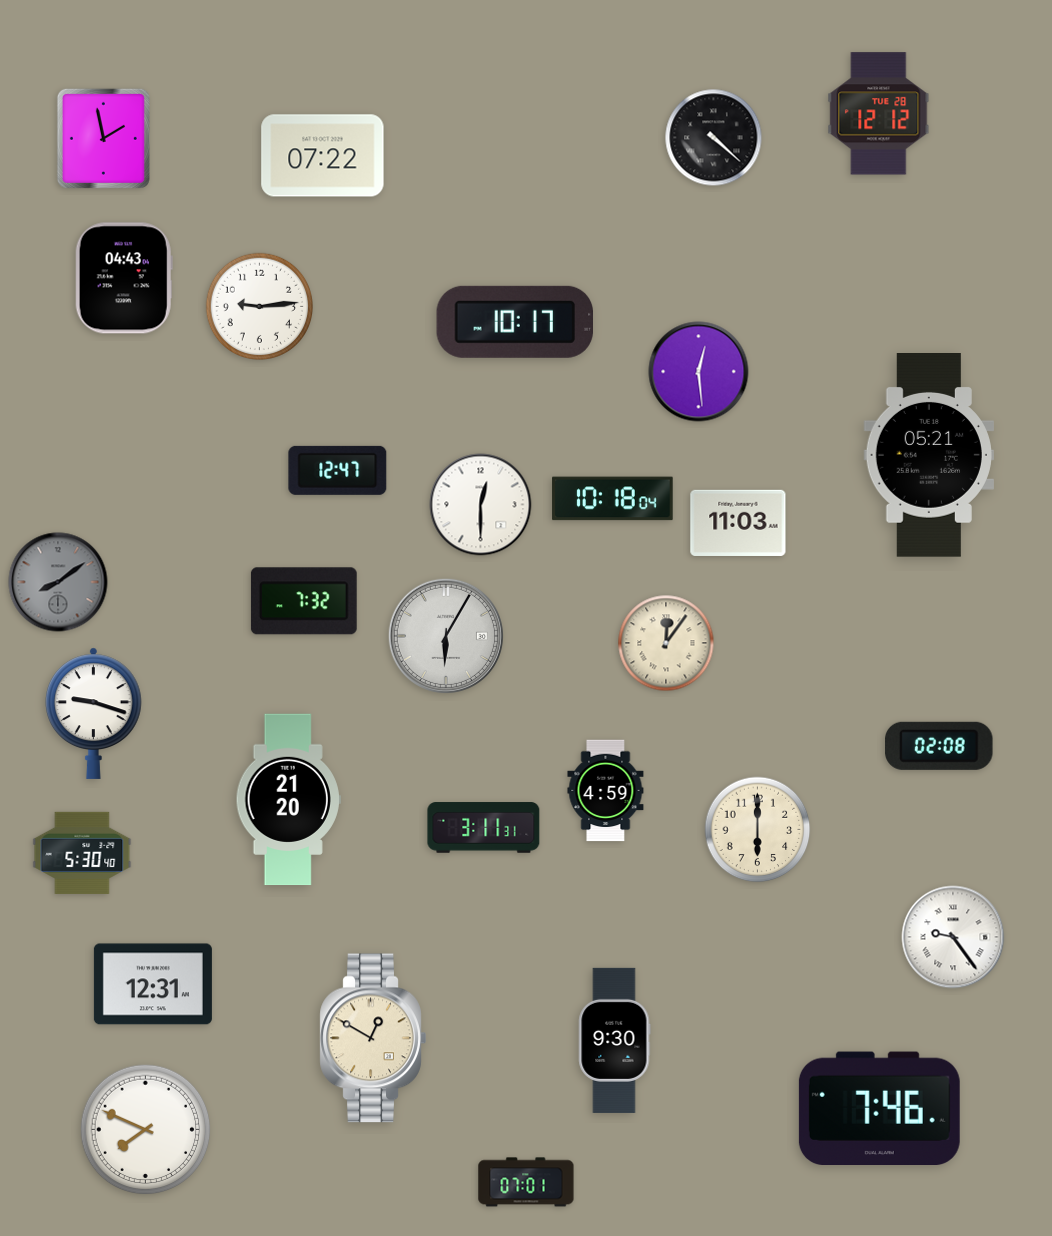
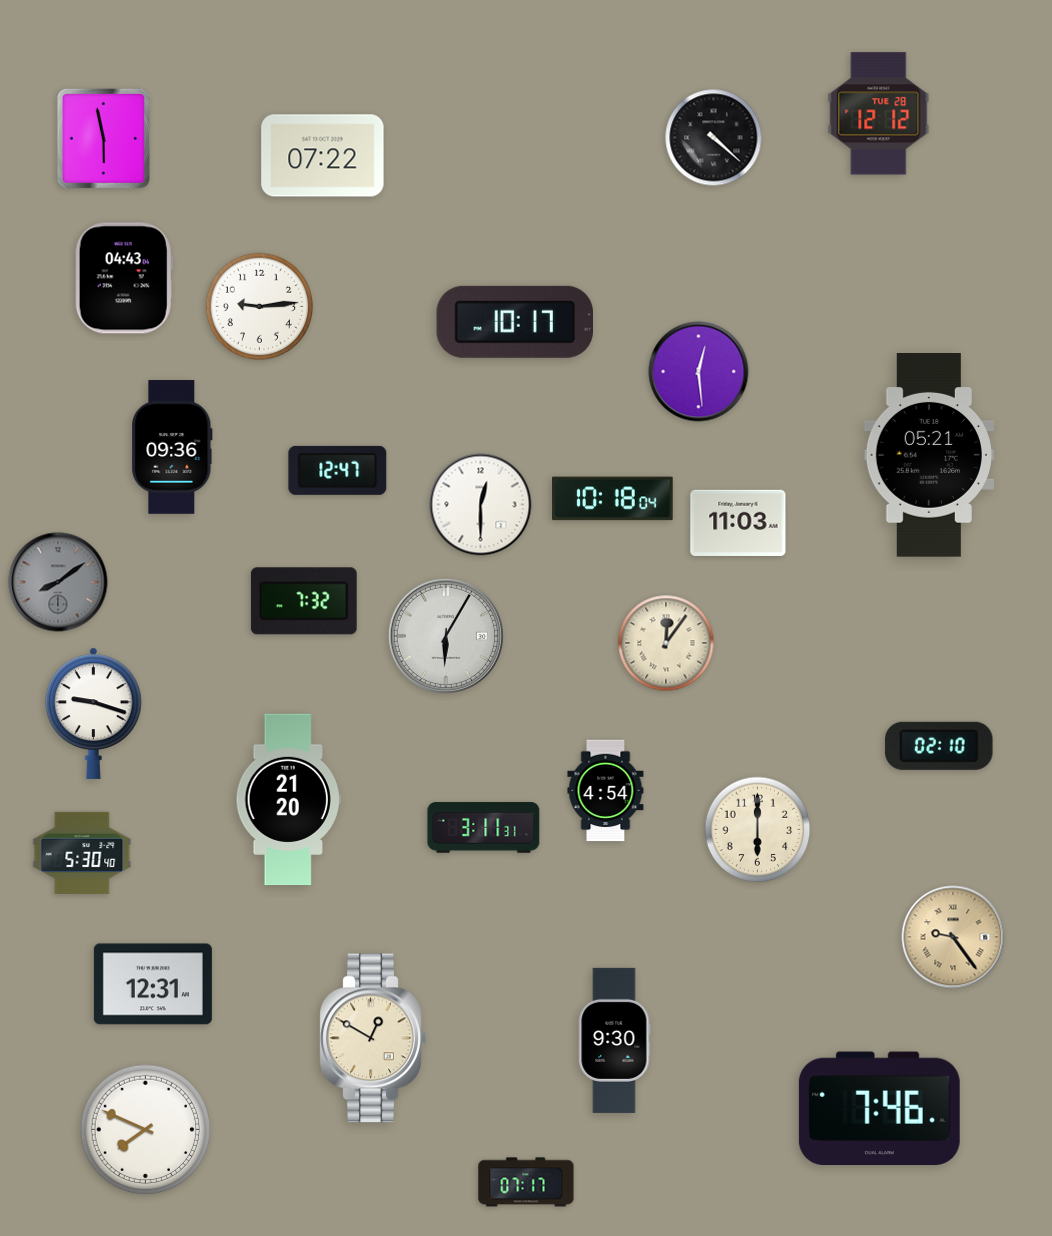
clock at (103, 138): 1:58 -> 5:58
clock at (172, 447): none -> 09:36
clock at (939, 746): 02:08 -> 02:10
clock at (606, 791): 4:59 -> 4:54
clock at (953, 937) dial: white -> champagne
clock at (526, 1182): 07:01 -> 07:17
